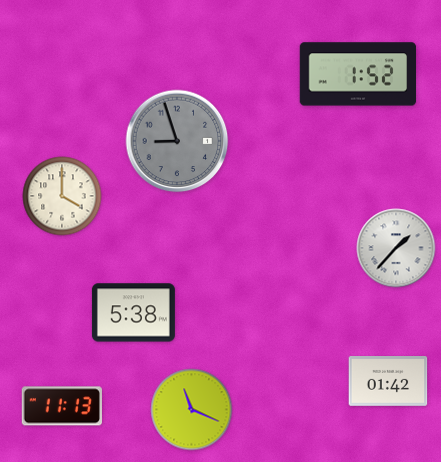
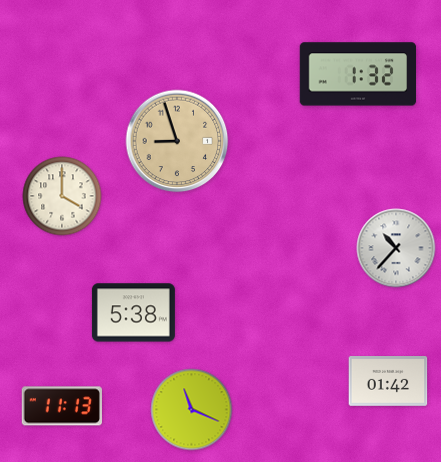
clock at (358, 74): 1:52 -> 1:32
clock at (177, 141) dial: grey -> champagne
clock at (396, 248): 1:37 -> 10:37
